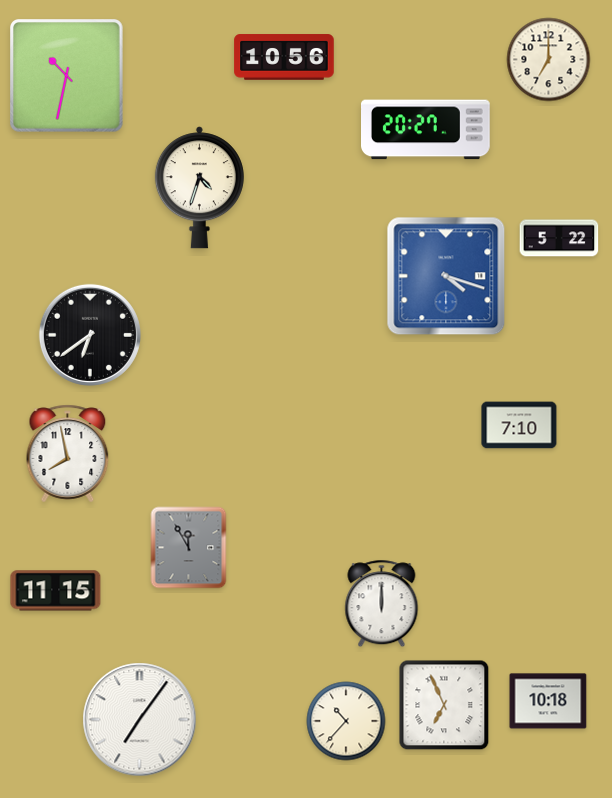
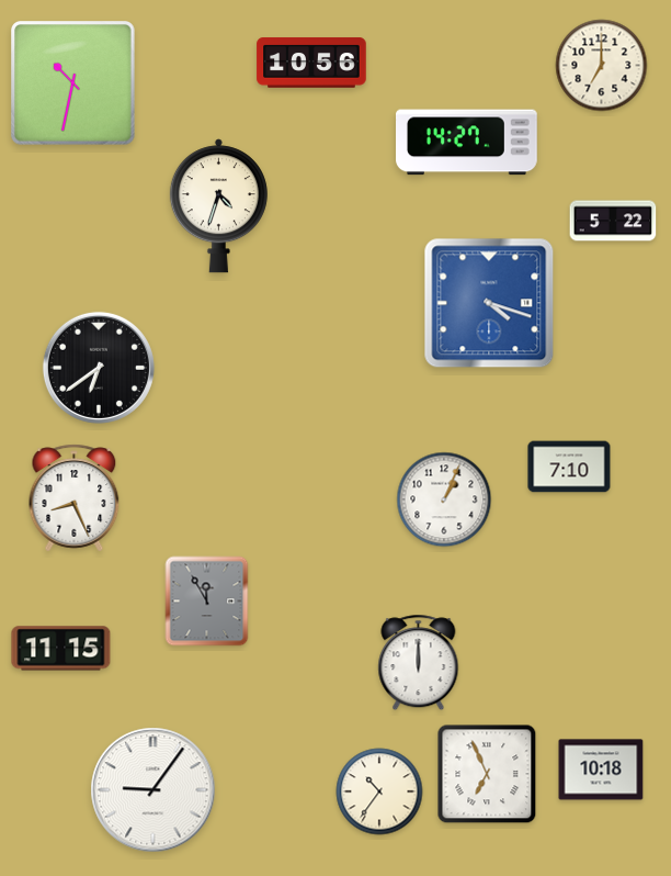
clock at (426, 130): 20:27 -> 14:27
clock at (559, 238) position: (559, 238) -> (613, 221)
clock at (68, 454): 7:58 -> 8:26
clock at (444, 499): none -> 1:04
clock at (140, 720): 7:06 -> 9:06
clock at (346, 721): 10:37 -> 10:36
